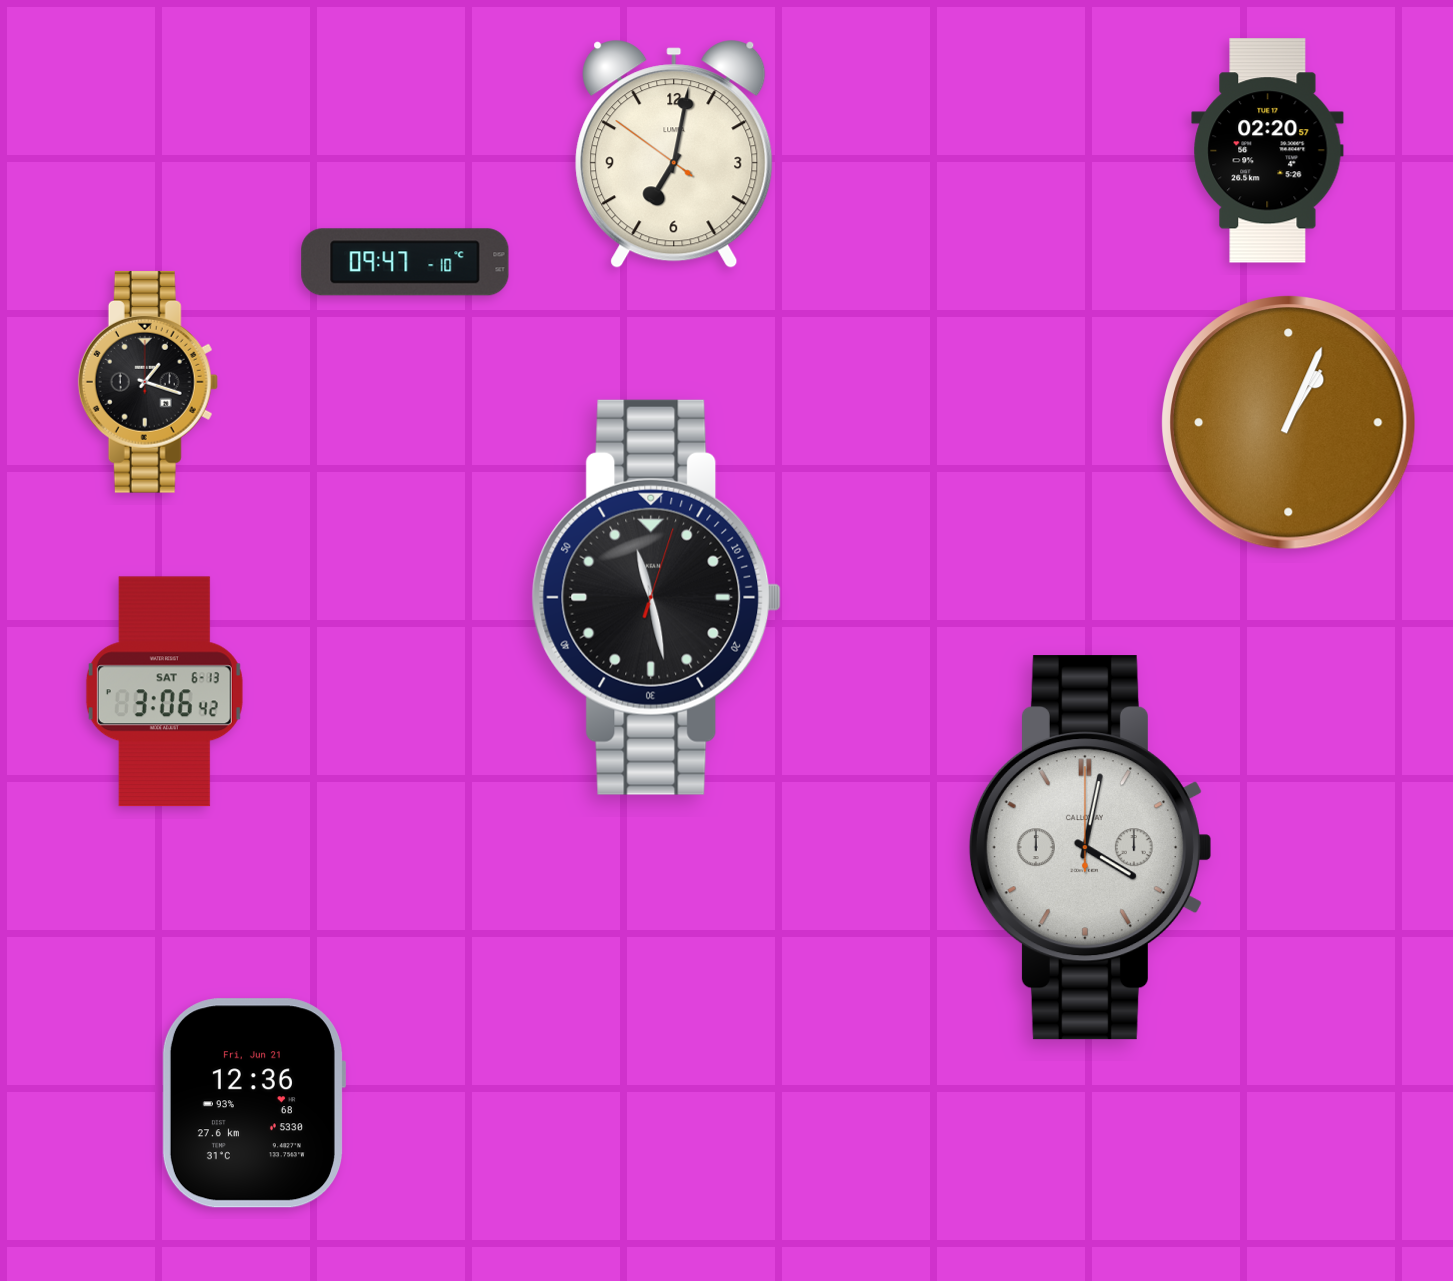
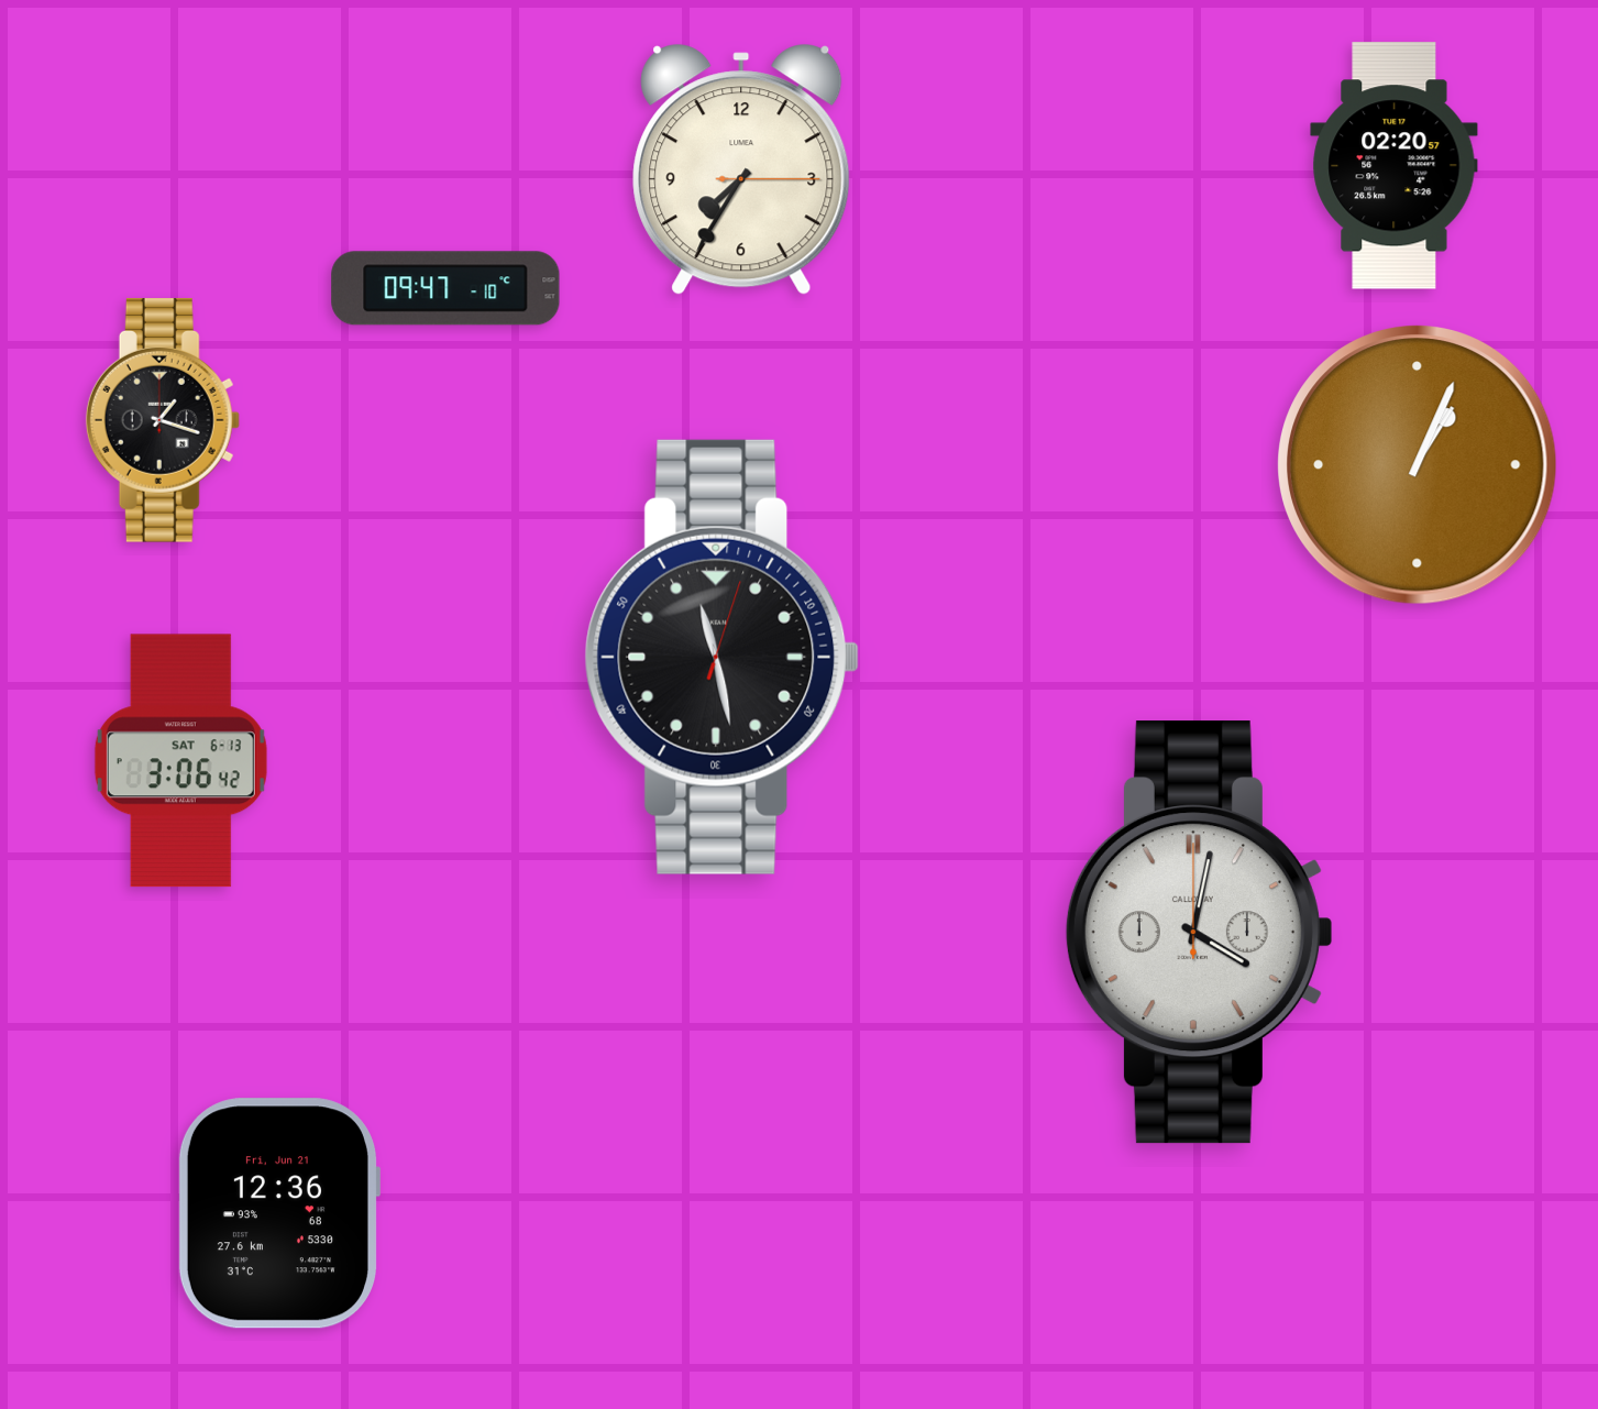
clock at (674, 154): 7:01 -> 7:35
